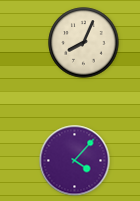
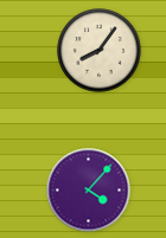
clock at (84, 43): 8:04 -> 8:06
